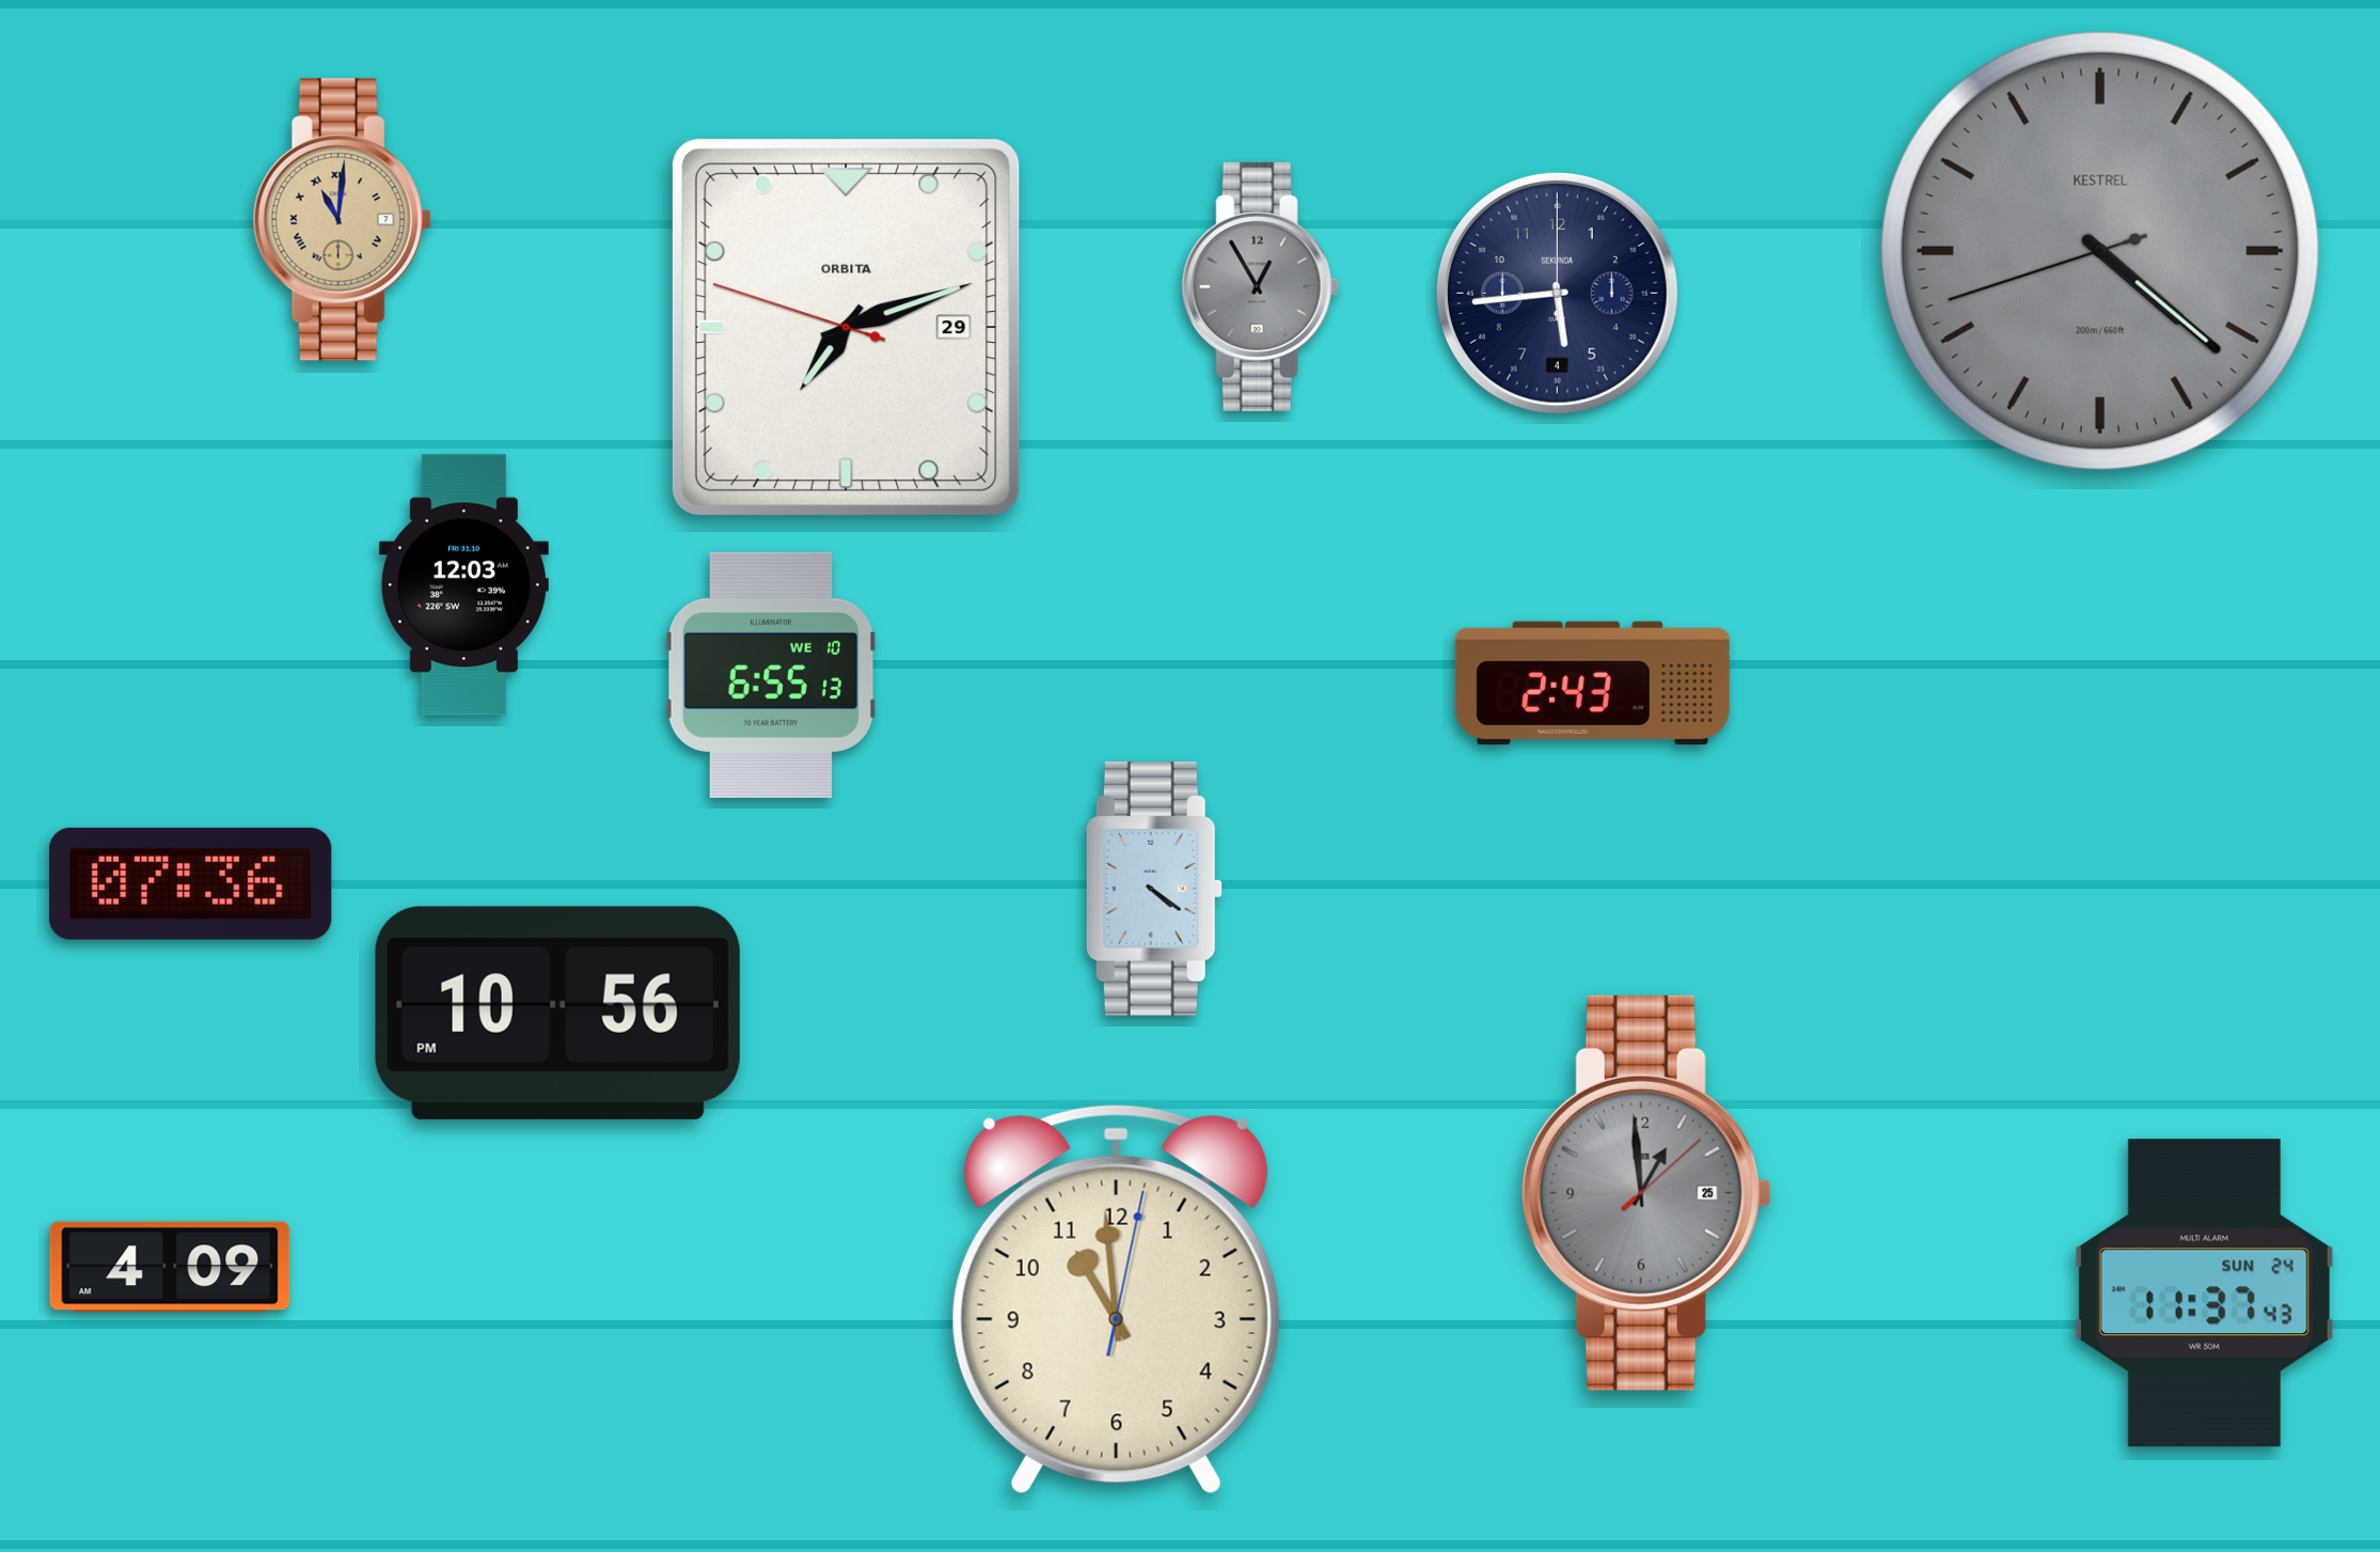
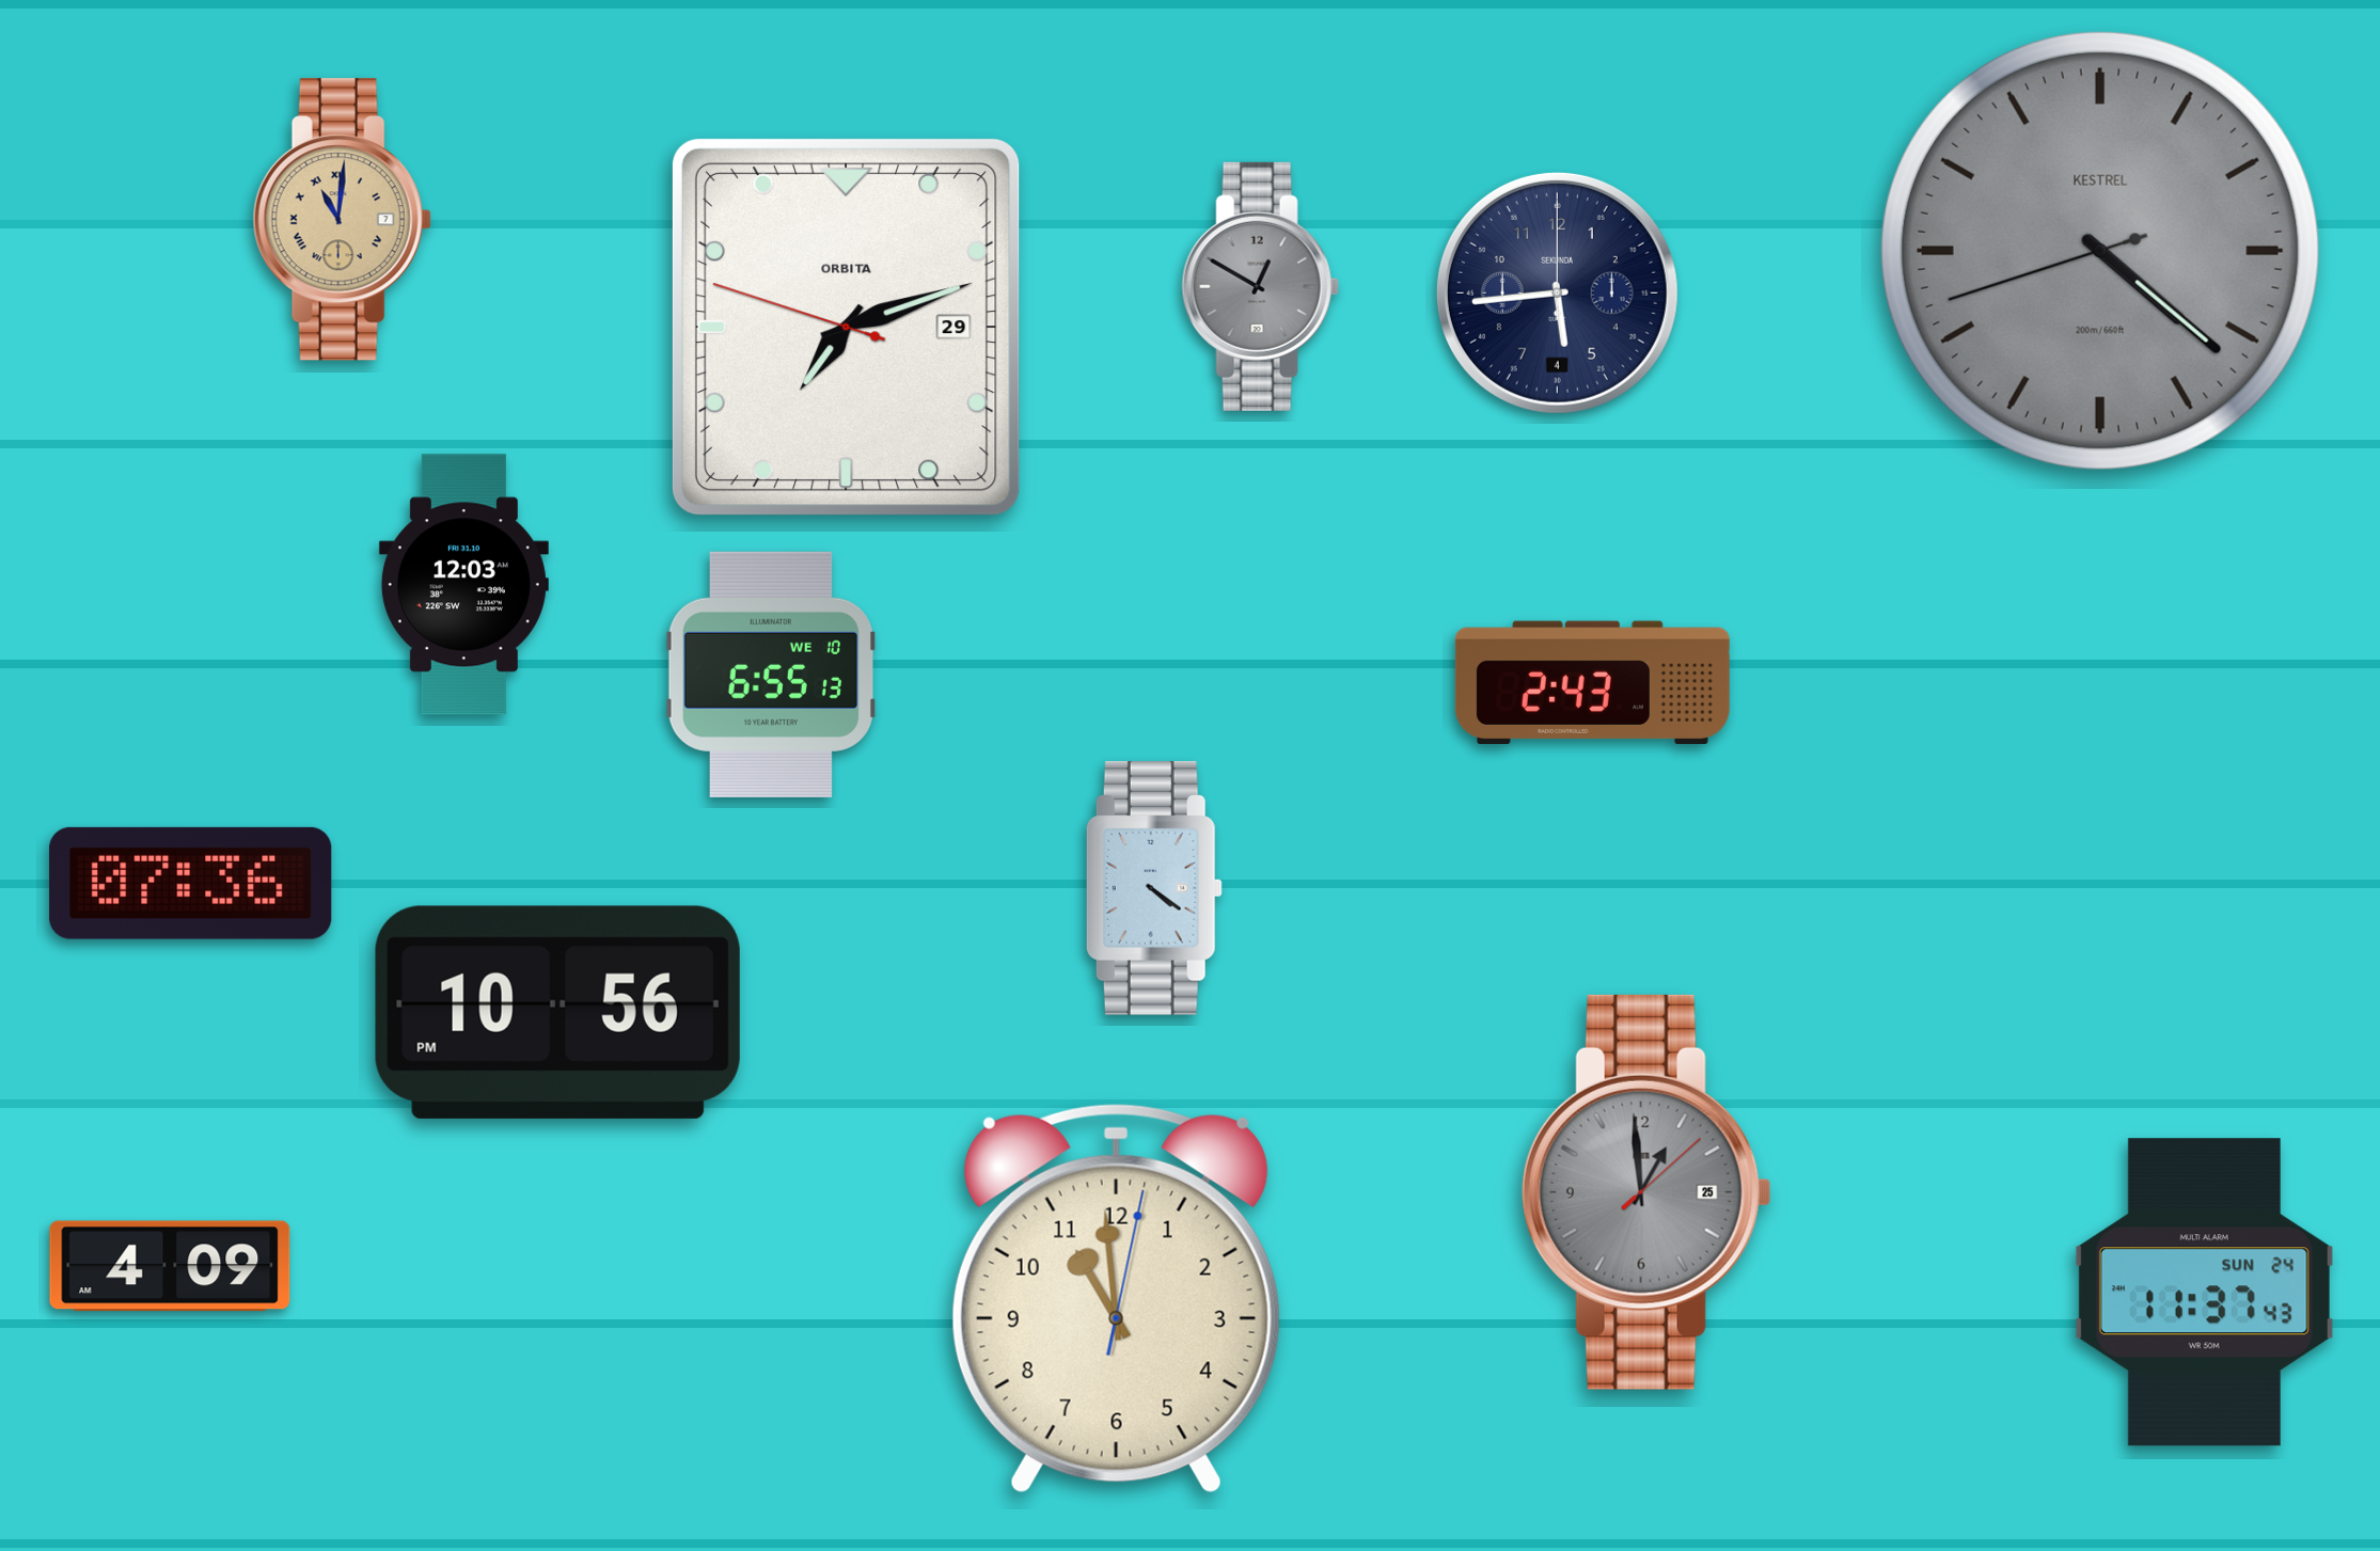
clock at (1260, 286): 12:55 -> 12:50
